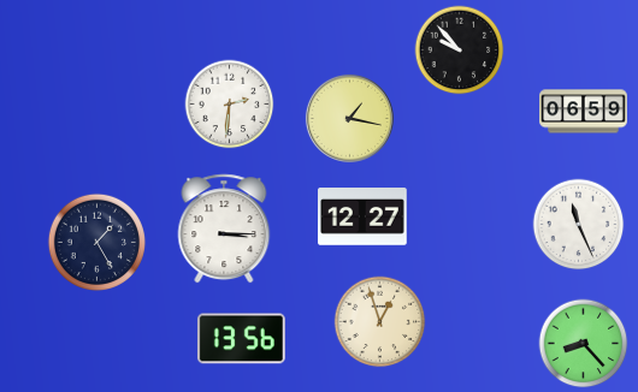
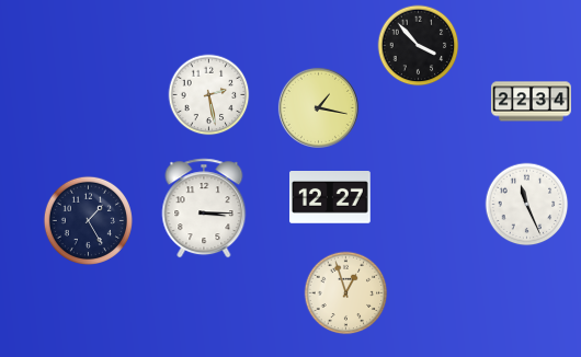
clock at (460, 51): 9:53 -> 3:53
clock at (230, 105): 2:31 -> 2:28
clock at (584, 112): 06:59 -> 22:34
clock at (241, 339): 13:56 -> none
clock at (584, 344): 8:23 -> none
